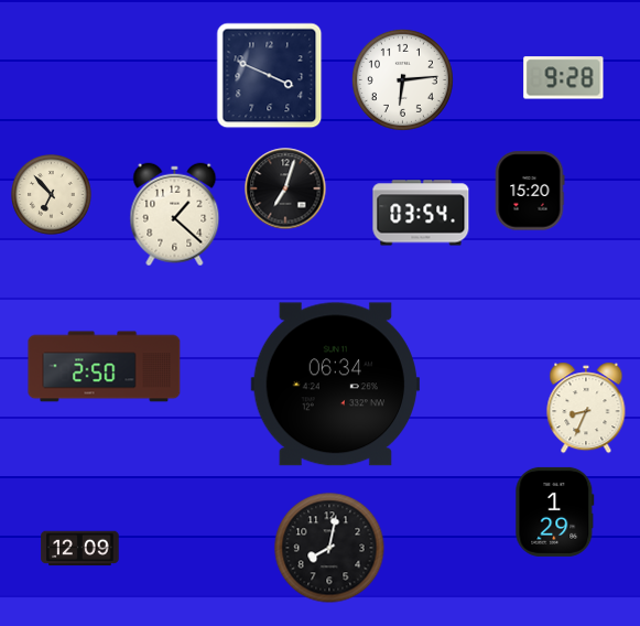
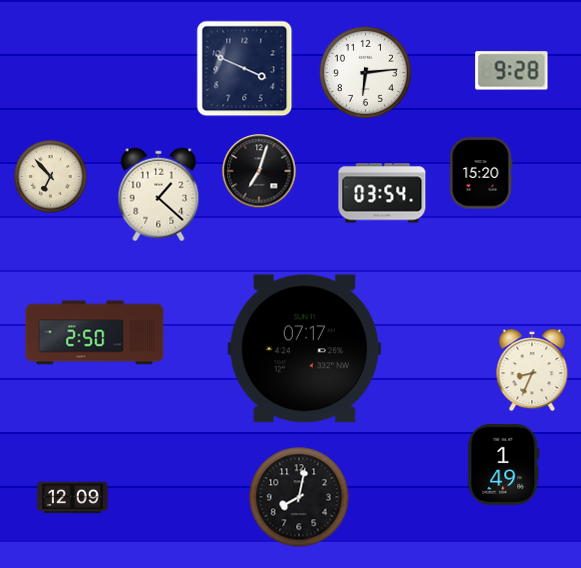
clock at (52, 195) position: (52, 195) -> (51, 177)
clock at (335, 385): 06:34 -> 07:17
clock at (555, 511): 1:29 -> 1:49
